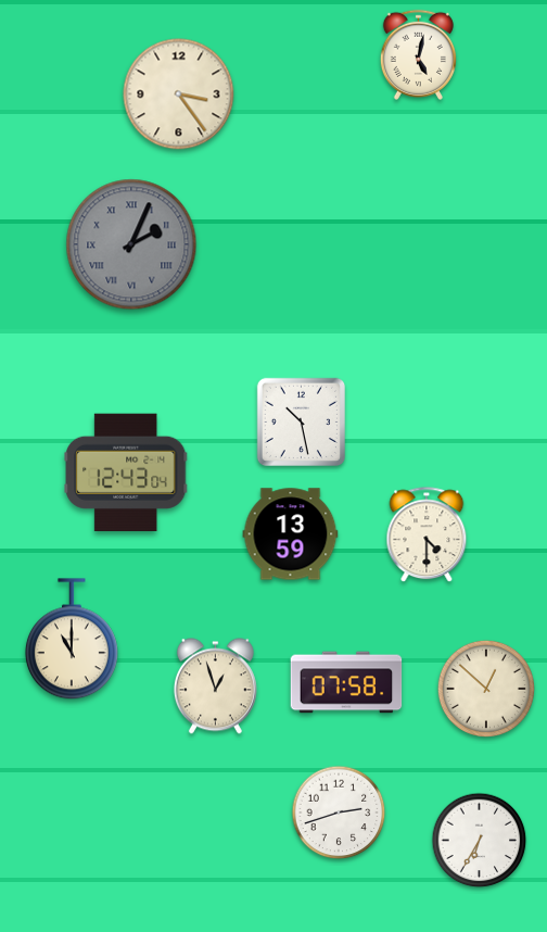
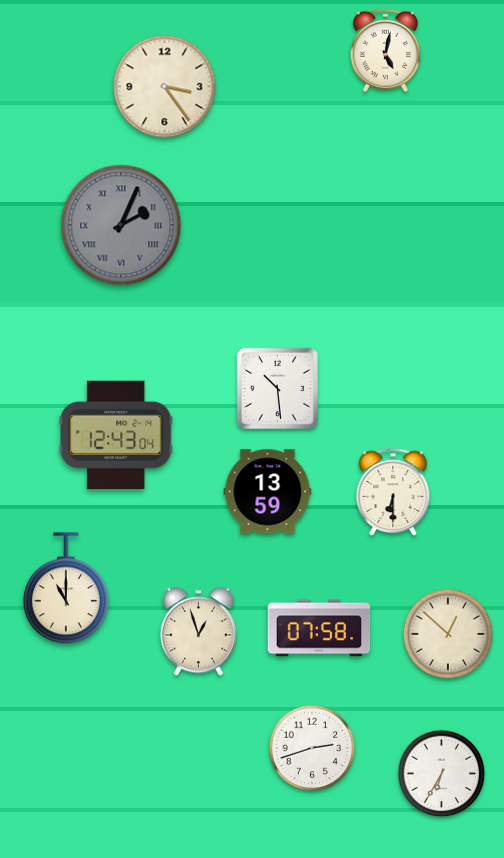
clock at (301, 421): 10:28 -> 10:29
clock at (427, 536): 4:30 -> 6:30
